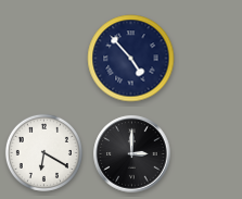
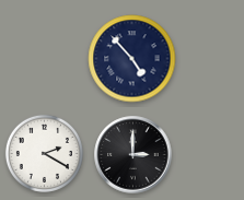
clock at (43, 152): 6:20 -> 2:20
